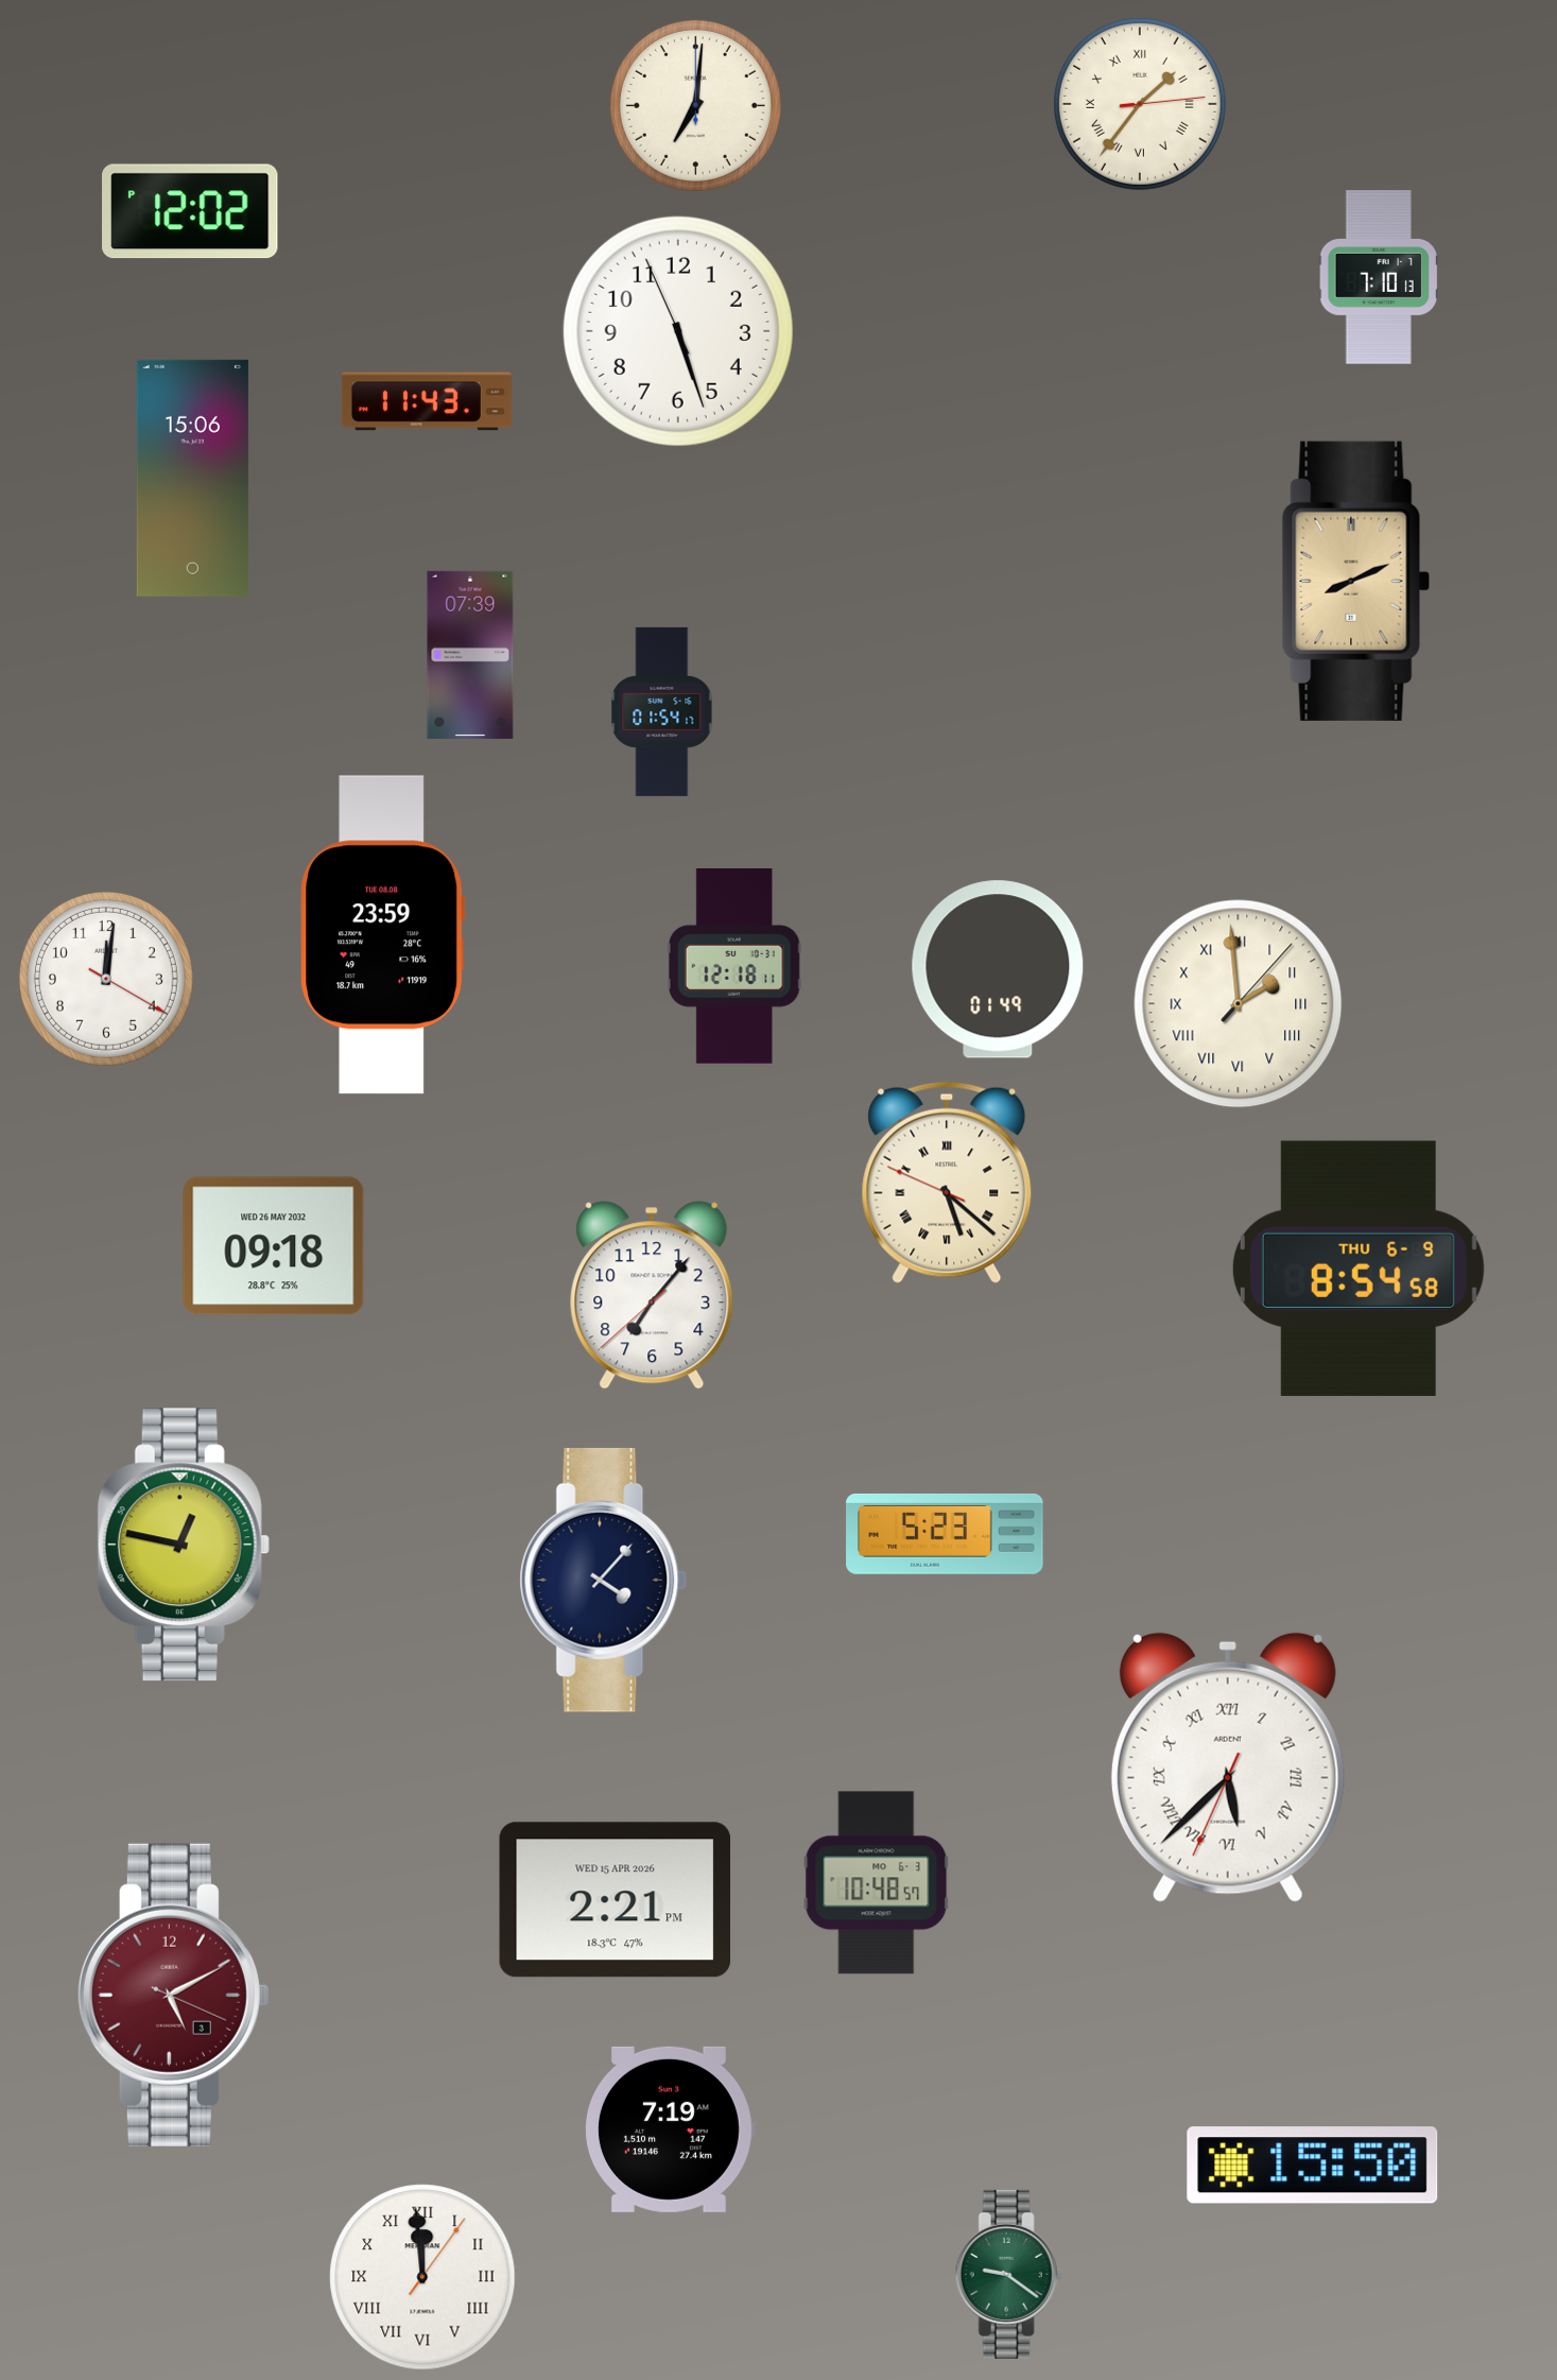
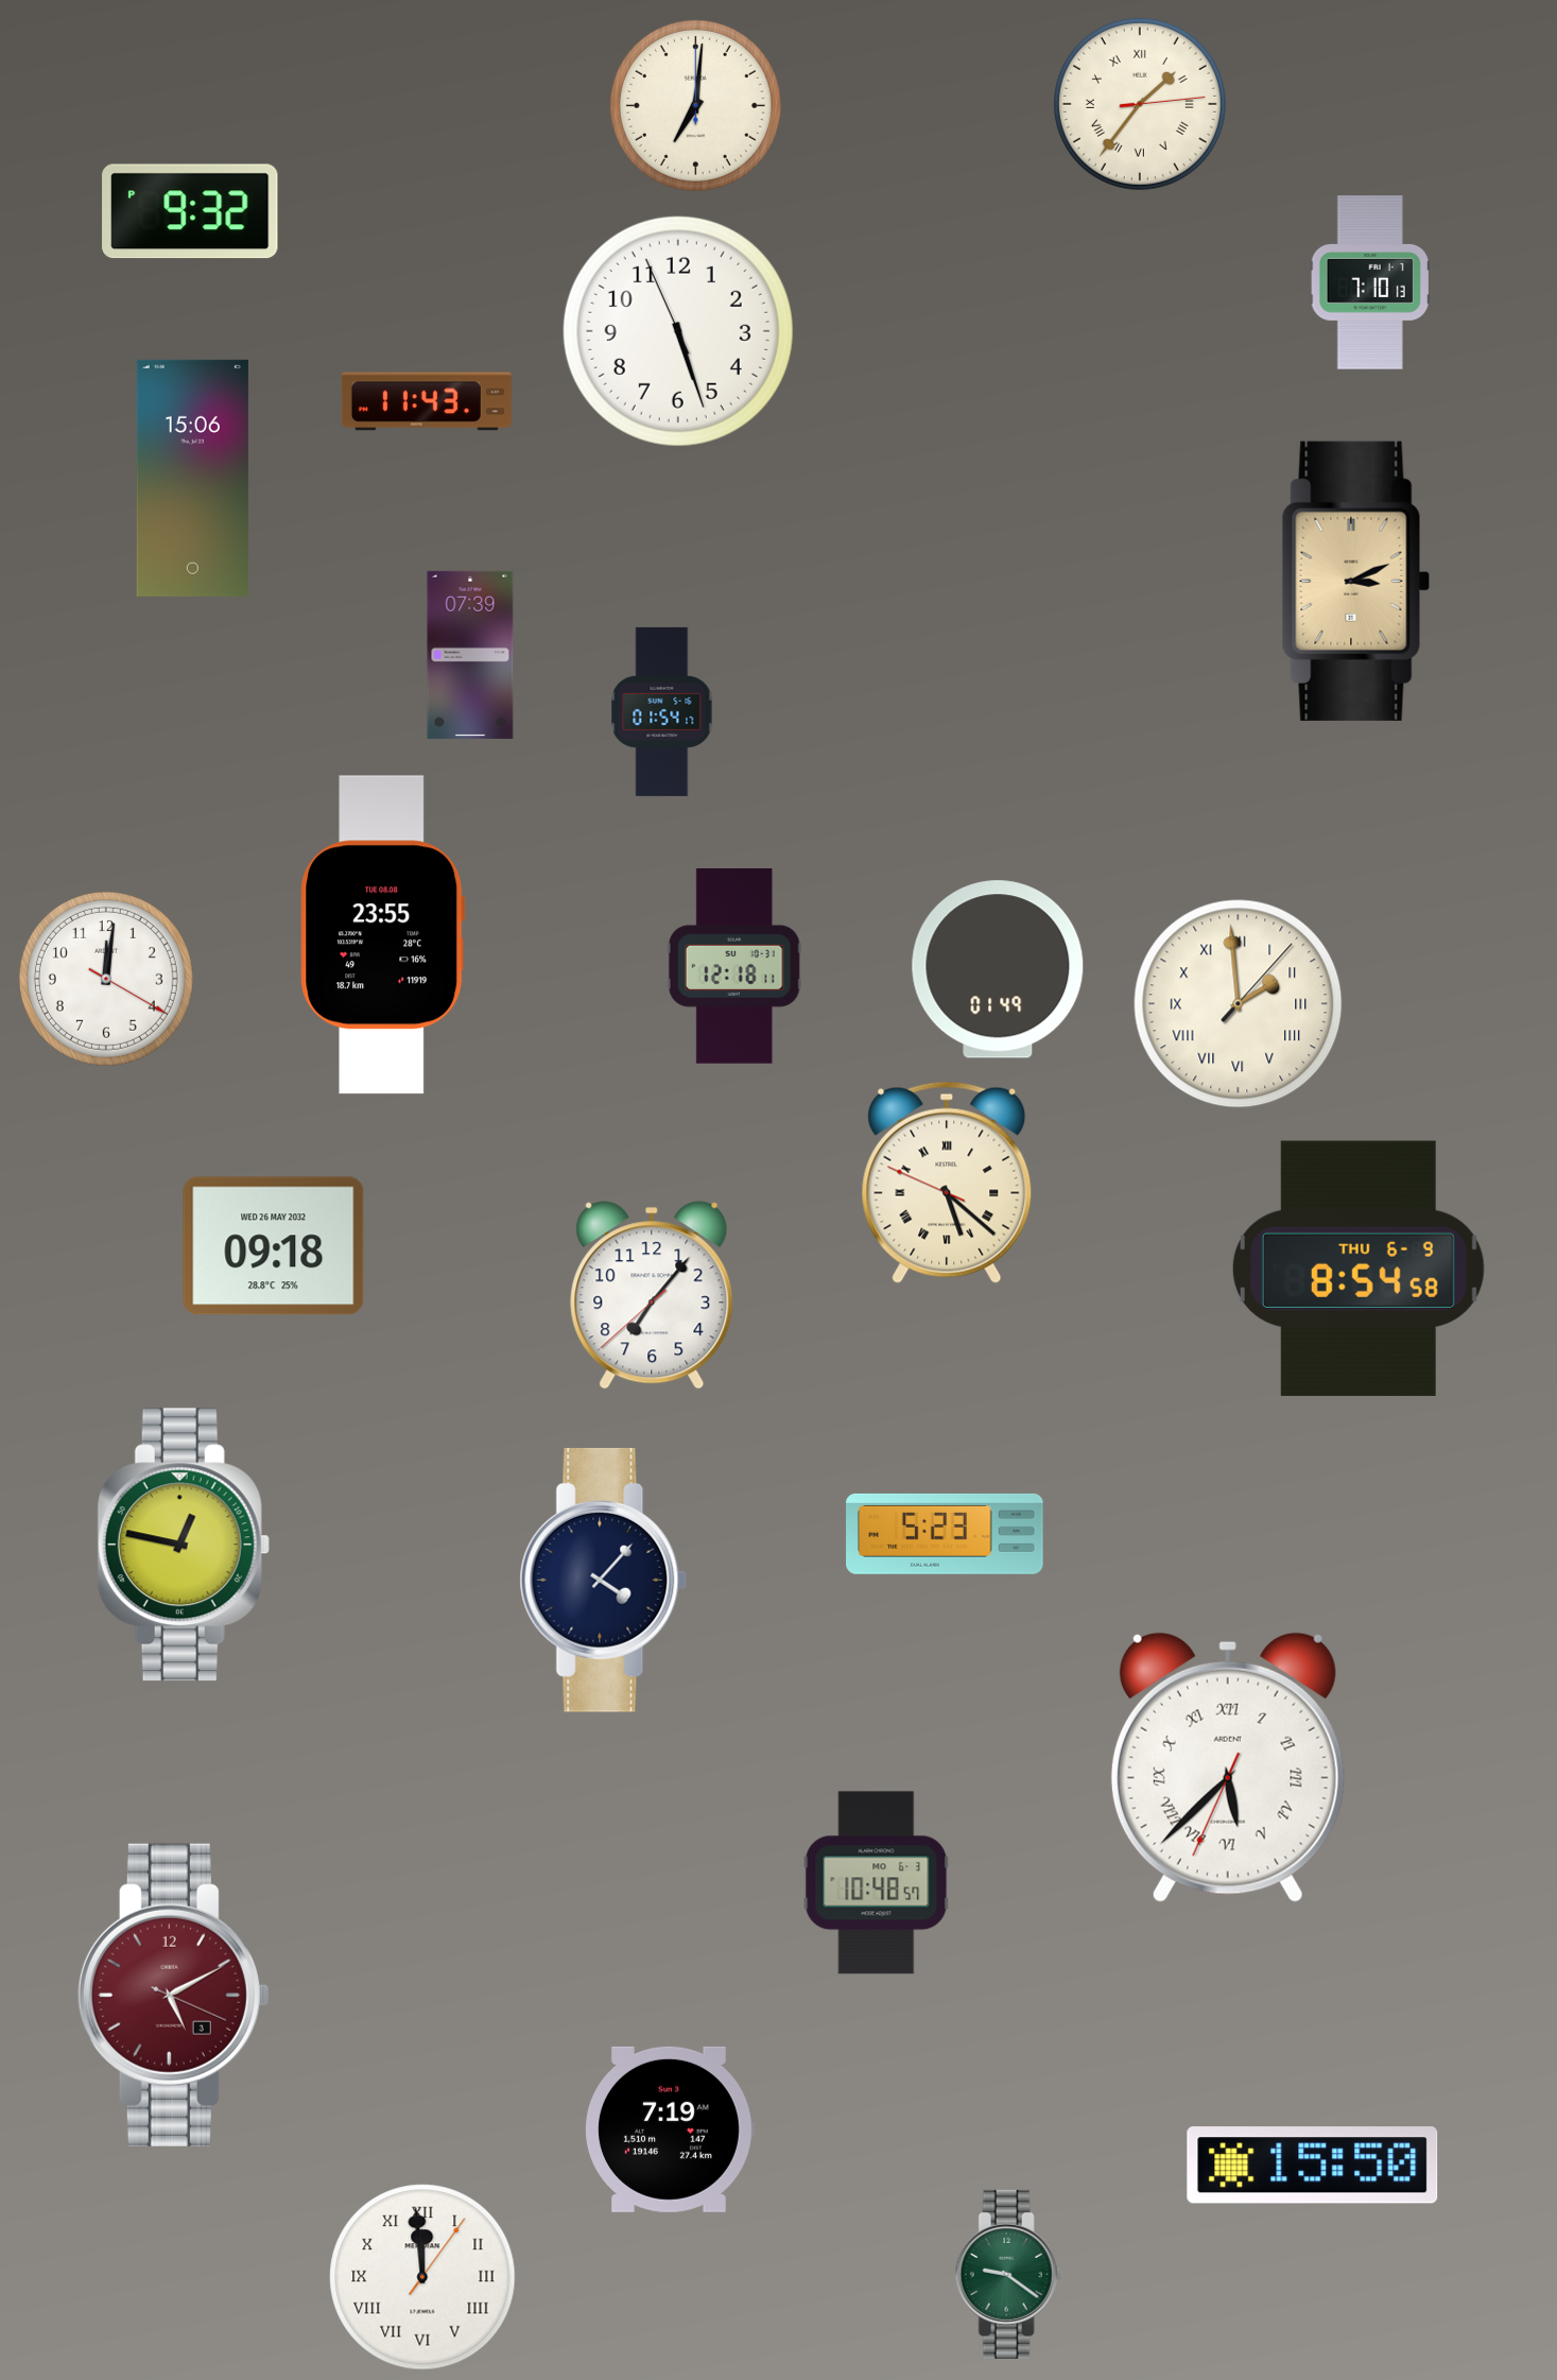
clock at (190, 211): 12:02 -> 9:32
clock at (1379, 277) position: (1379, 277) -> (1370, 282)
clock at (1355, 581): 8:11 -> 3:11
clock at (383, 935): 23:59 -> 23:55
clock at (616, 1900): 2:21 -> none
